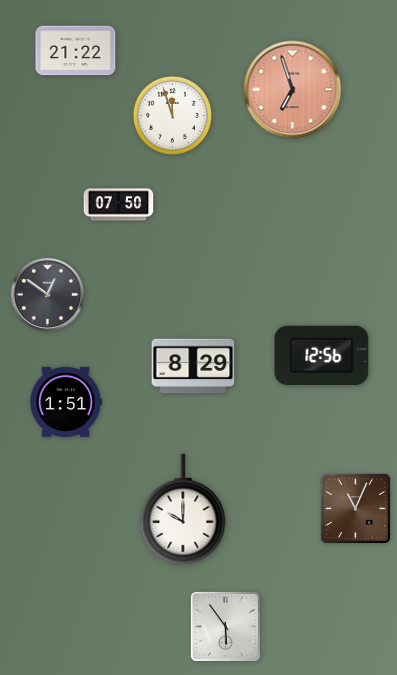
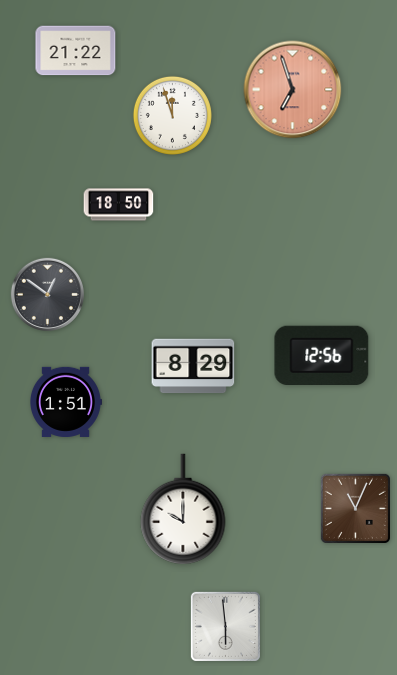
clock at (119, 205): 07:50 -> 18:50
clock at (225, 626): 5:54 -> 5:59
